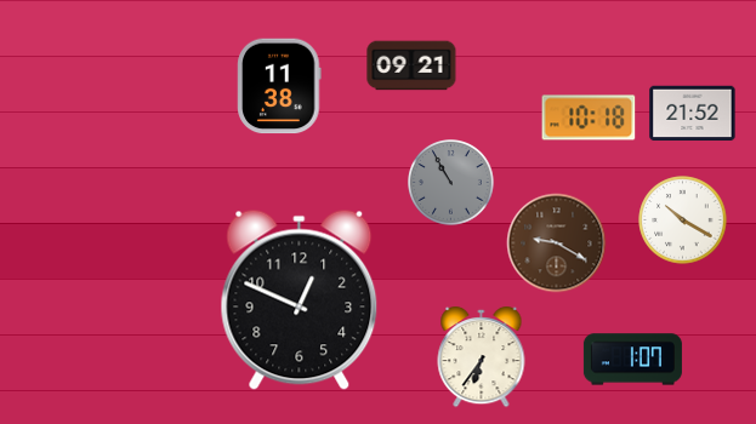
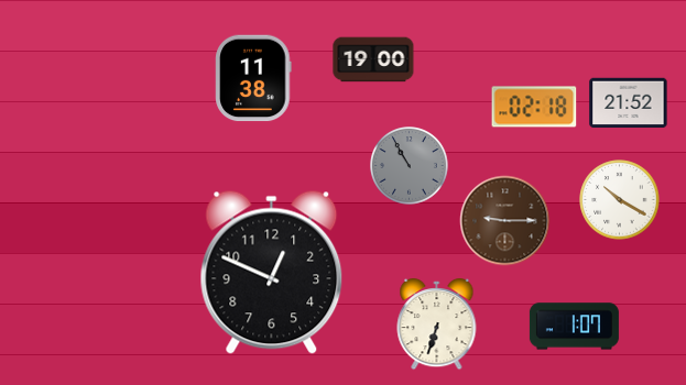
clock at (411, 65): 09:21 -> 19:00
clock at (589, 118): 10:18 -> 02:18
clock at (557, 243): 9:20 -> 9:15
clock at (482, 357): 6:36 -> 6:33
